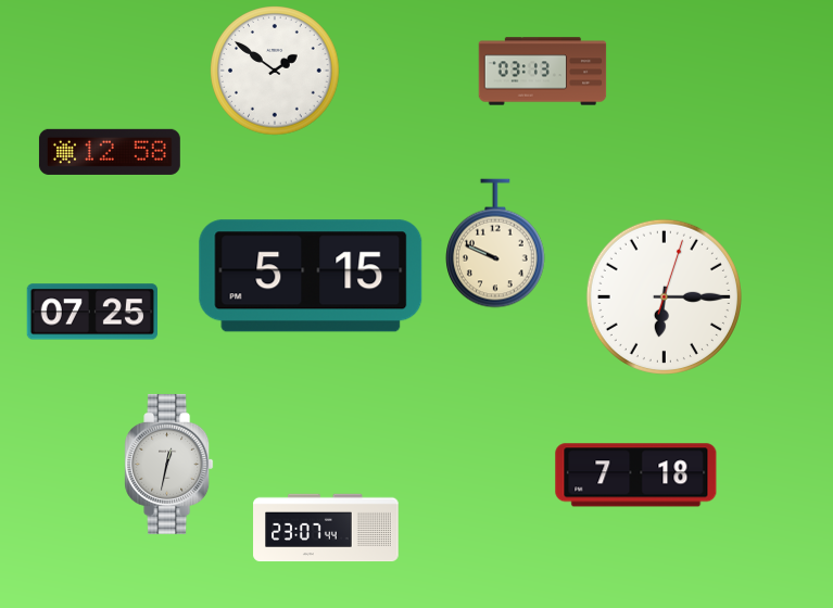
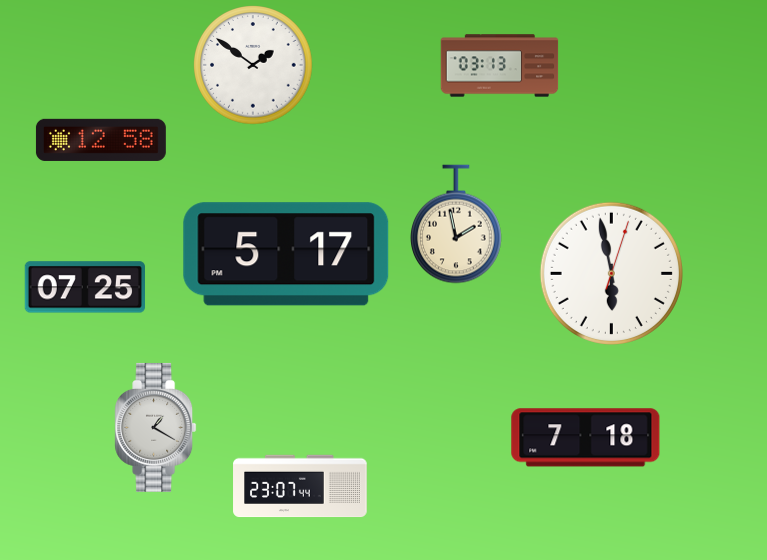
clock at (496, 243): 9:49 -> 1:58
clock at (311, 276): 5:15 -> 5:17
clock at (664, 296): 6:15 -> 5:58
clock at (169, 464): 12:32 -> 1:20
